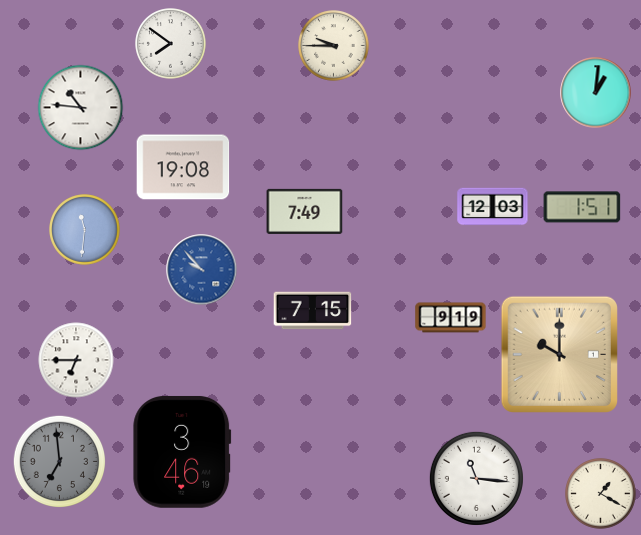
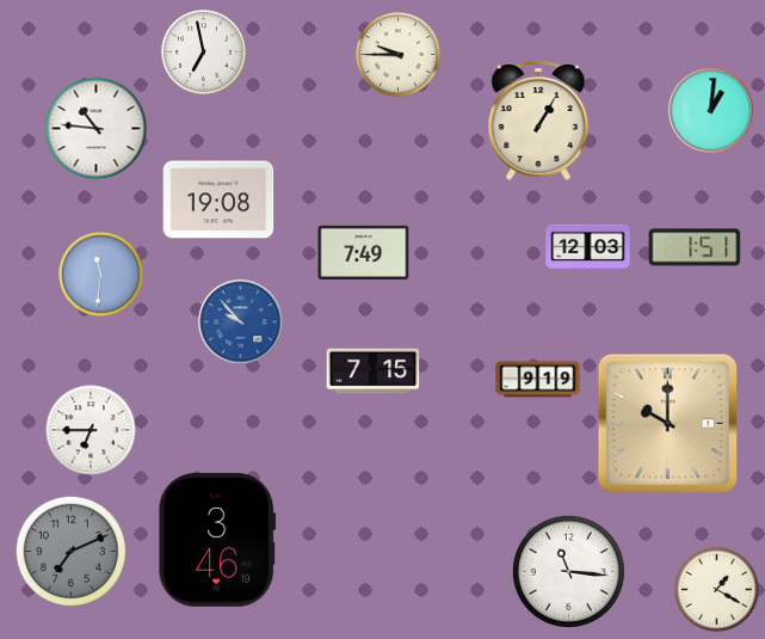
clock at (171, 44): 7:51 -> 6:58
clock at (538, 121): none -> 1:05
clock at (59, 461): 6:59 -> 7:11
